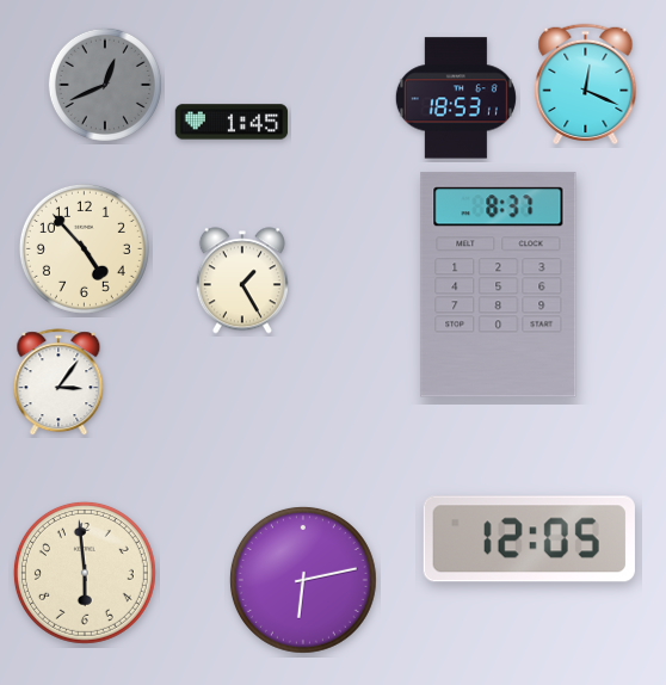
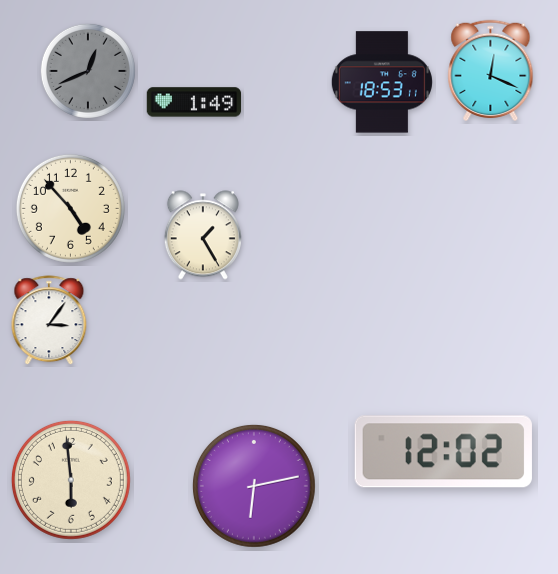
clock at (232, 122): 1:45 -> 1:49
clock at (499, 285): 8:37 -> none
clock at (529, 539): 12:05 -> 12:02
